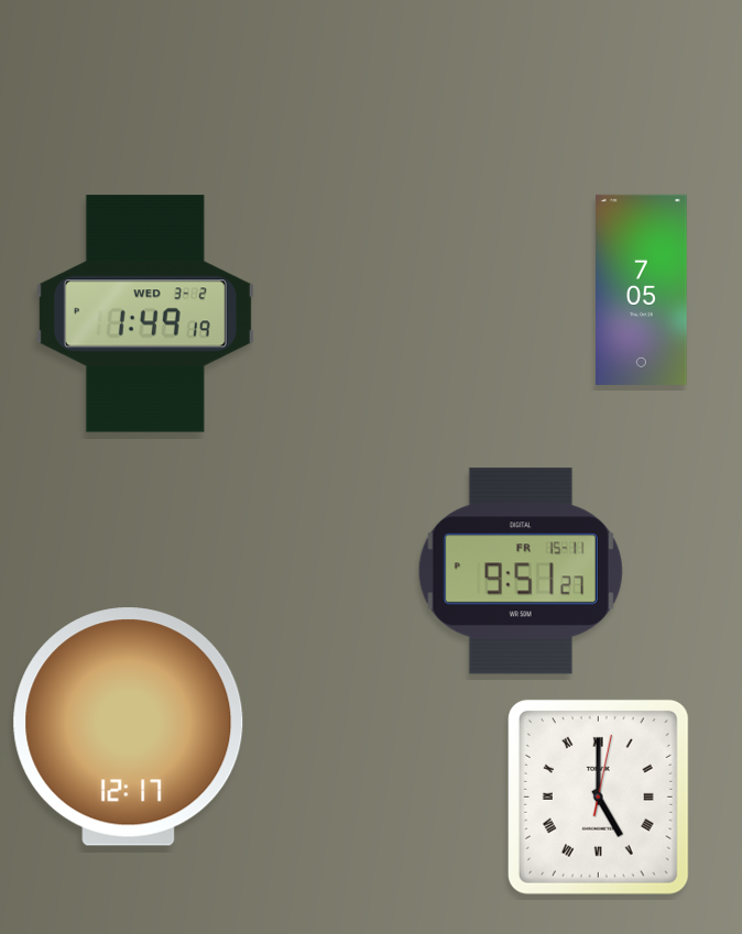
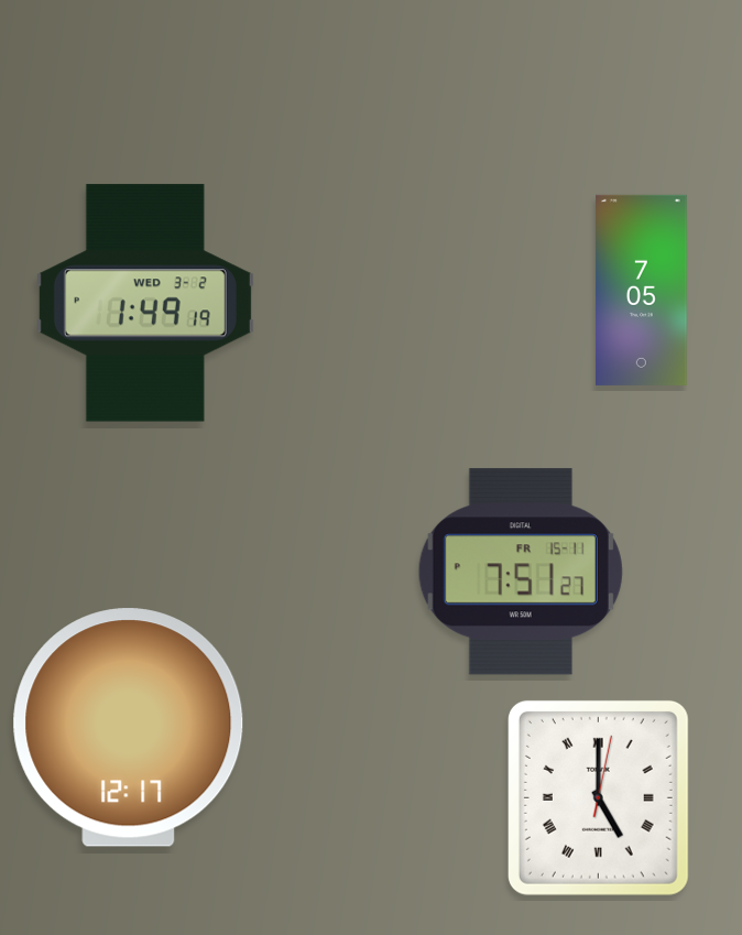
clock at (145, 314) position: (145, 314) -> (145, 303)
clock at (521, 571): 9:51 -> 7:51
